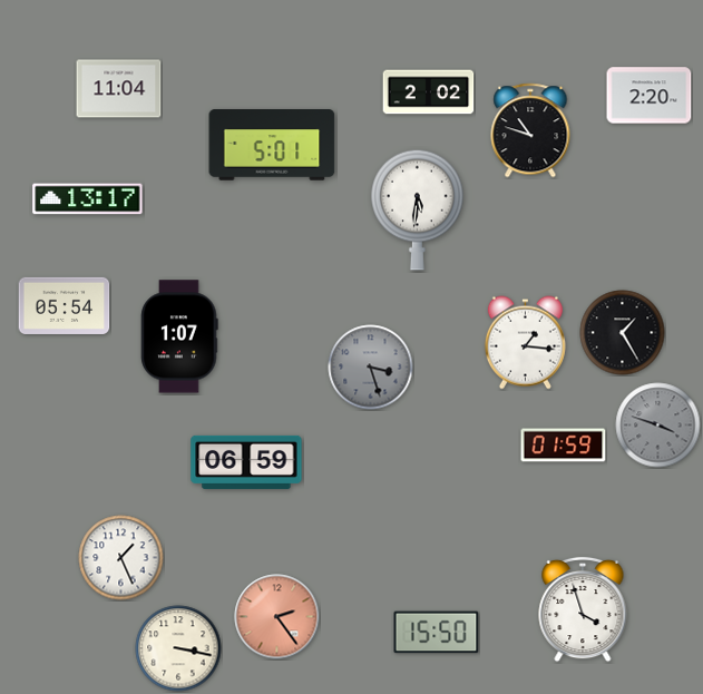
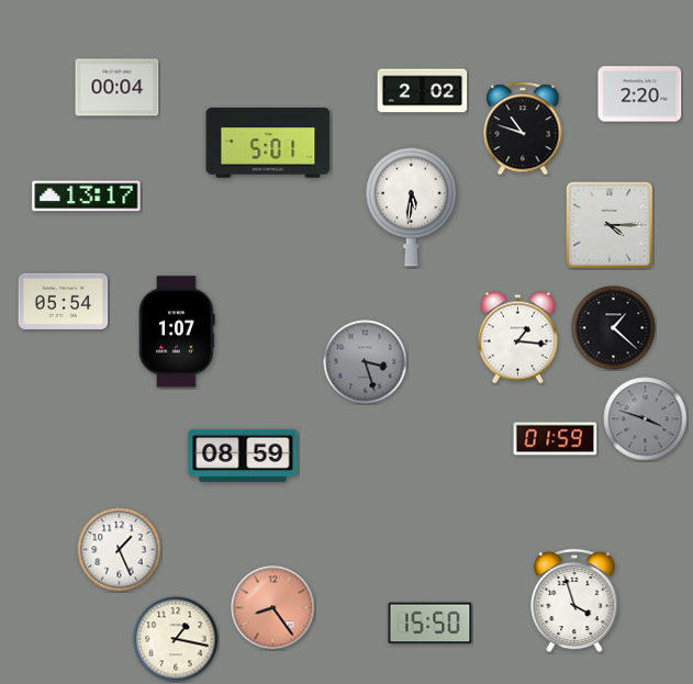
clock at (119, 89): 11:04 -> 00:04
clock at (610, 225): none -> 4:15
clock at (623, 333): 1:25 -> 1:22
clock at (658, 426) position: (658, 426) -> (646, 419)
clock at (246, 462): 06:59 -> 08:59
clock at (277, 617): 2:24 -> 8:24
clock at (178, 648): 3:17 -> 1:17
